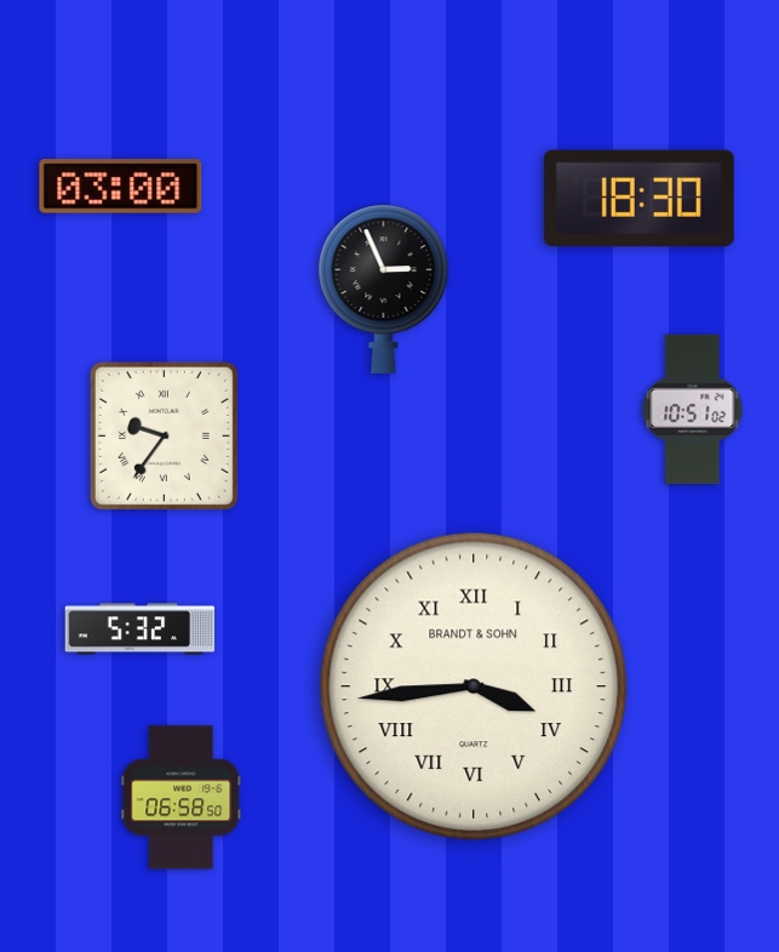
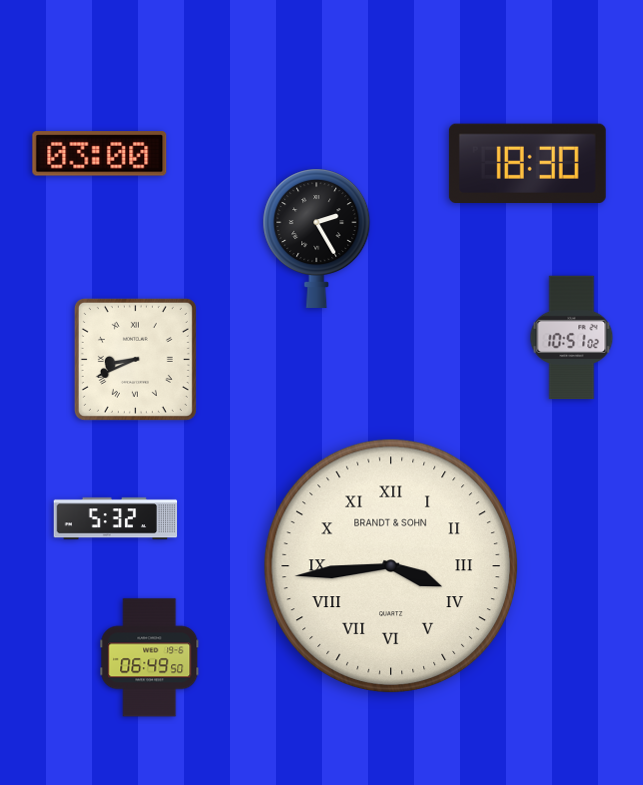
clock at (384, 289): 2:56 -> 2:25
clock at (164, 435): 9:36 -> 8:41
clock at (182, 798): 06:58 -> 06:49
